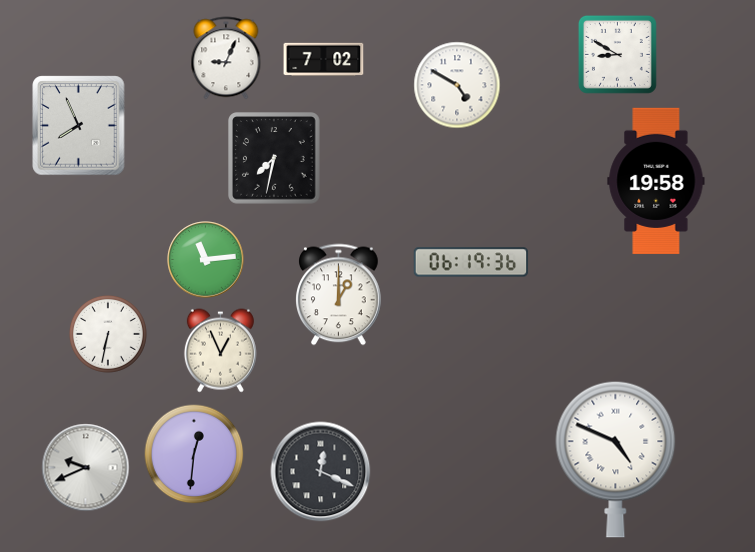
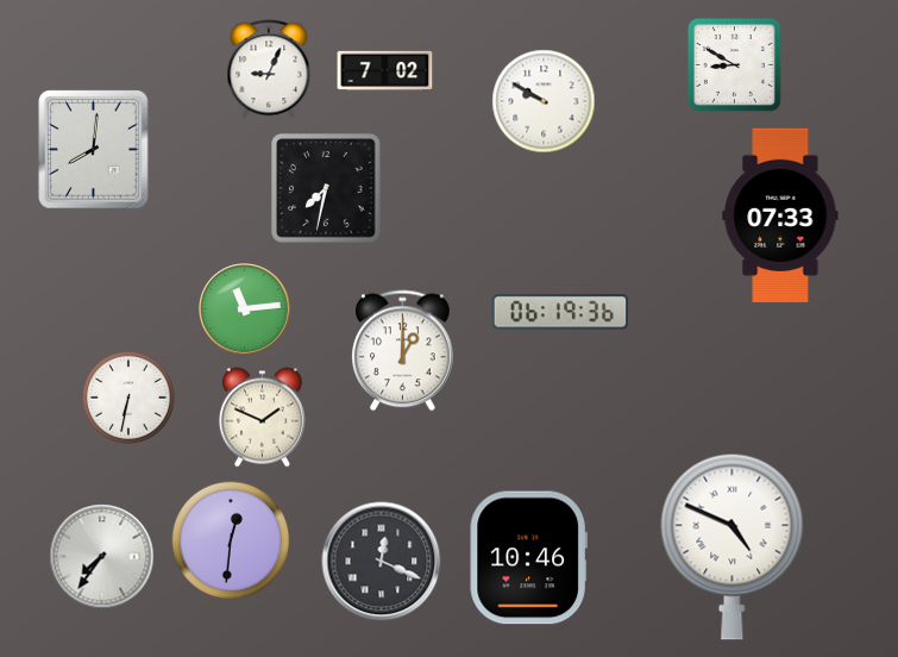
clock at (457, 85): 4:50 -> 9:50
clock at (79, 126): 7:56 -> 8:01
clock at (656, 181): 19:58 -> 07:33
clock at (220, 351): 12:56 -> 1:49
clock at (86, 468): 9:41 -> 7:36
clock at (528, 558): none -> 10:46
